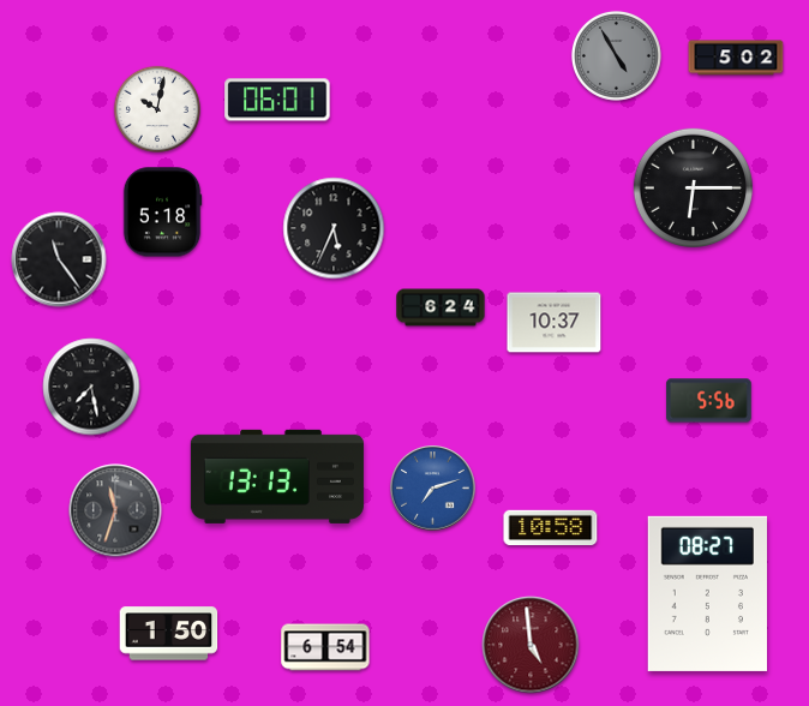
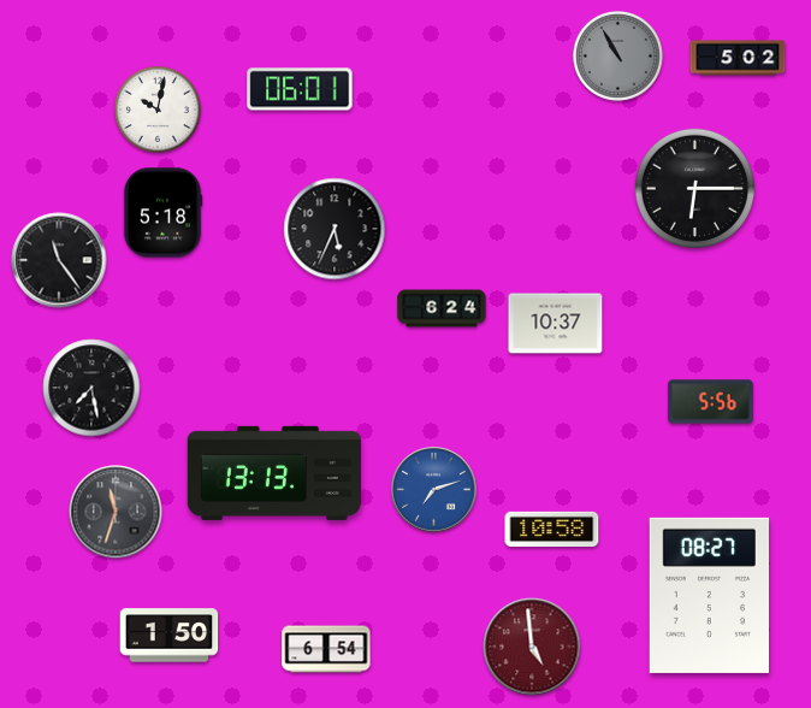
clock at (616, 55): 4:55 -> 10:55
clock at (277, 100) position: (277, 100) -> (300, 89)
clock at (277, 477) position: (277, 477) -> (274, 473)
